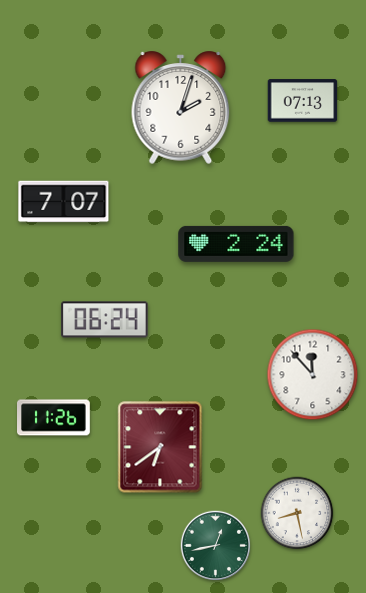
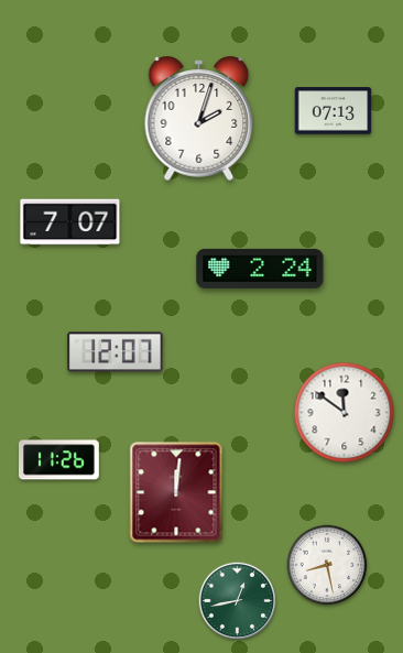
clock at (105, 320): 06:24 -> 12:07
clock at (313, 375): 11:53 -> 11:51
clock at (160, 447): 6:39 -> 12:01
